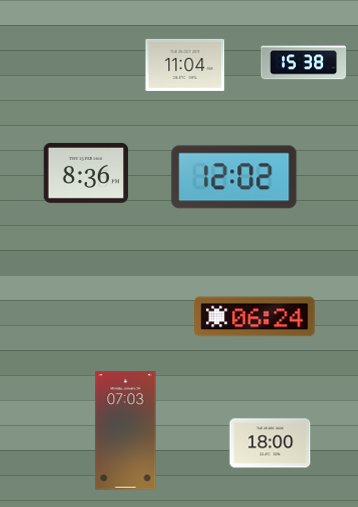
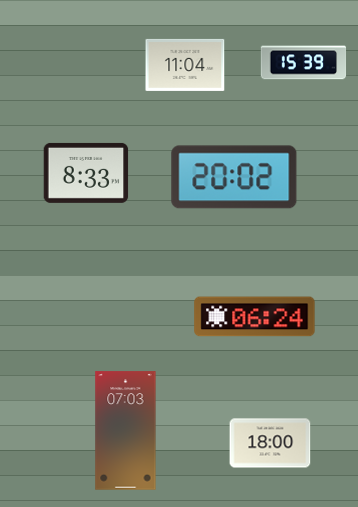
clock at (304, 63): 15:38 -> 15:39
clock at (86, 173): 8:36 -> 8:33
clock at (234, 177): 12:02 -> 20:02
